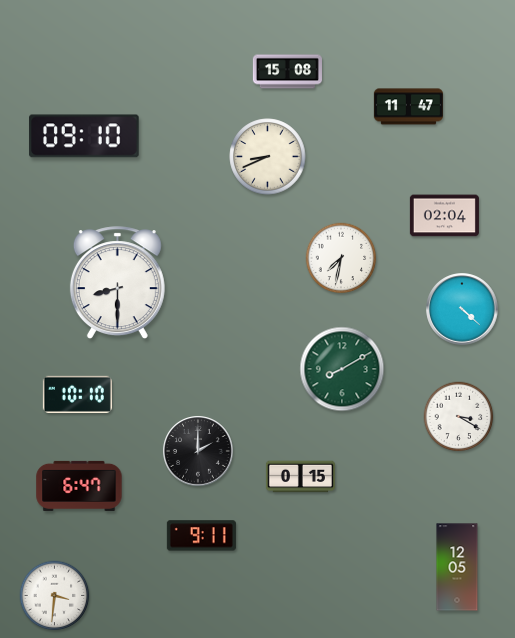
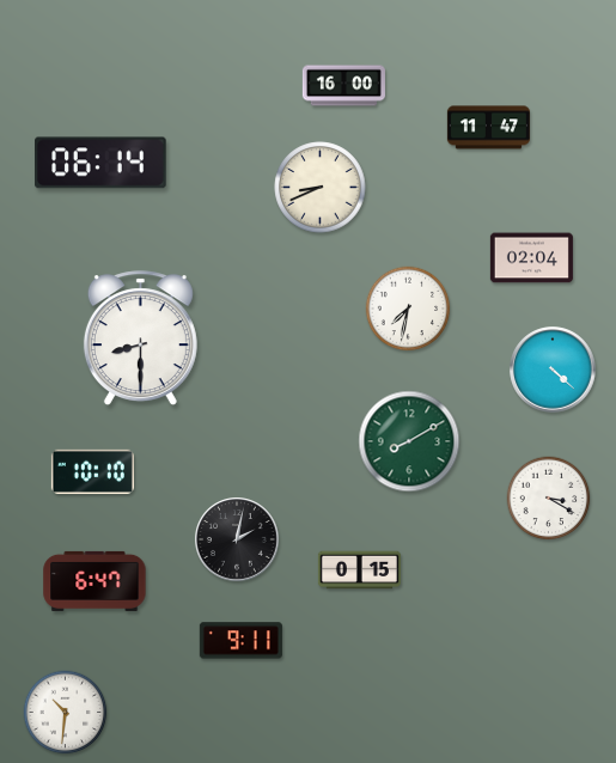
clock at (287, 72): 15:08 -> 16:00
clock at (84, 136): 09:10 -> 06:14
clock at (199, 452): 2:00 -> 2:02
clock at (457, 567): 12:05 -> none
clock at (55, 596): 3:31 -> 10:31
